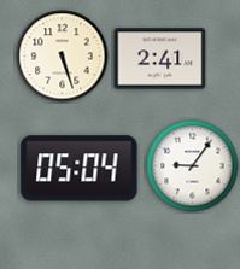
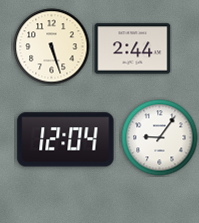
clock at (160, 59): 2:41 -> 2:44
clock at (80, 169): 05:04 -> 12:04
